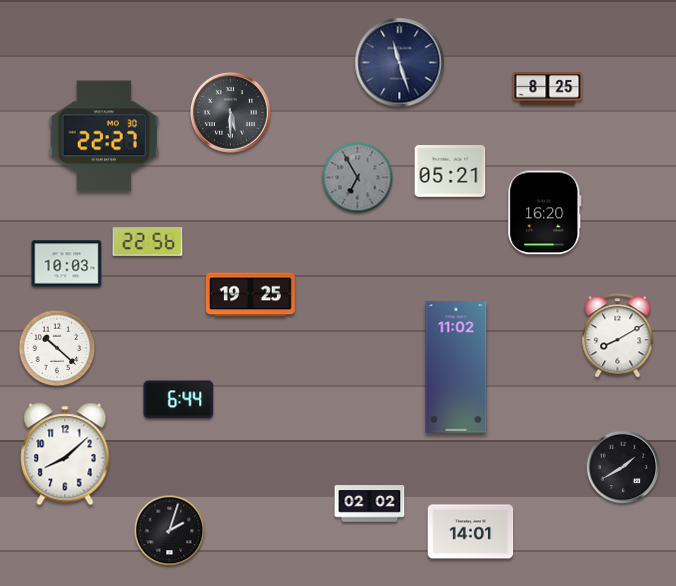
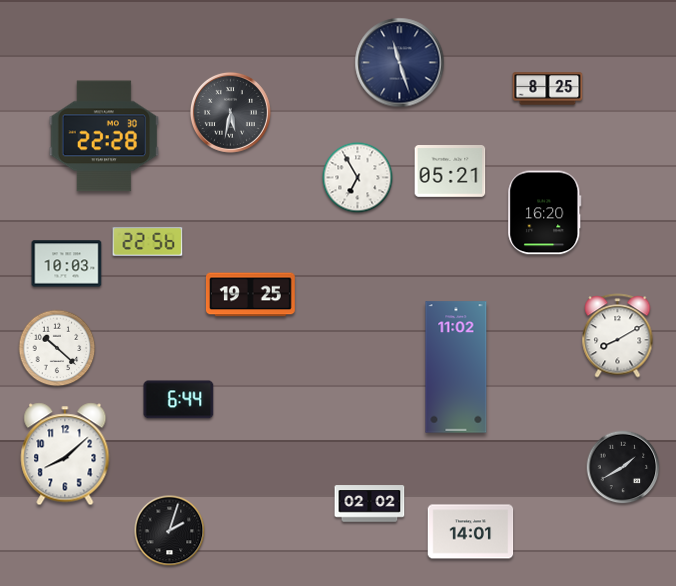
clock at (230, 112): 5:30 -> 5:32
clock at (104, 136): 22:27 -> 22:28
clock at (358, 178) dial: grey -> white
